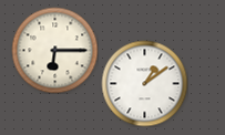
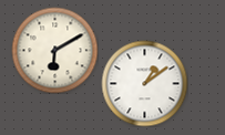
clock at (54, 50): 6:15 -> 6:10
